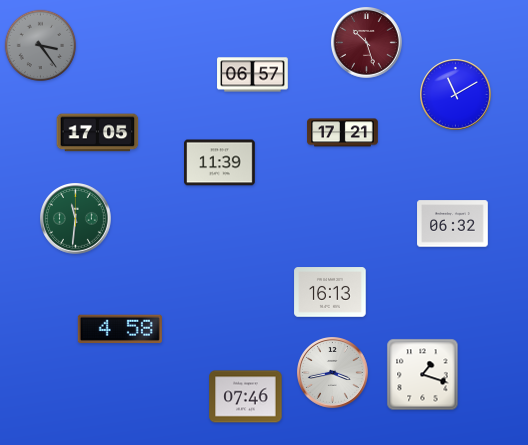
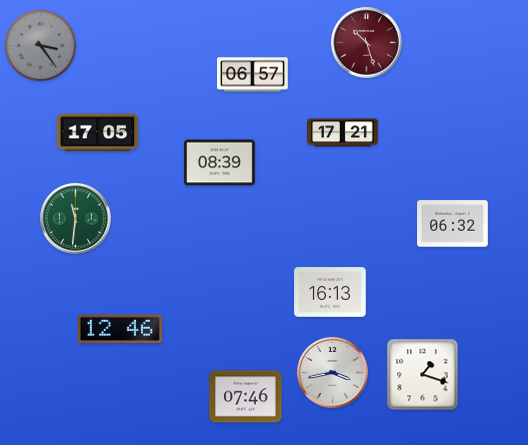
clock at (456, 95): 11:10 -> none
clock at (220, 163): 11:39 -> 08:39
clock at (120, 329): 4:58 -> 12:46
